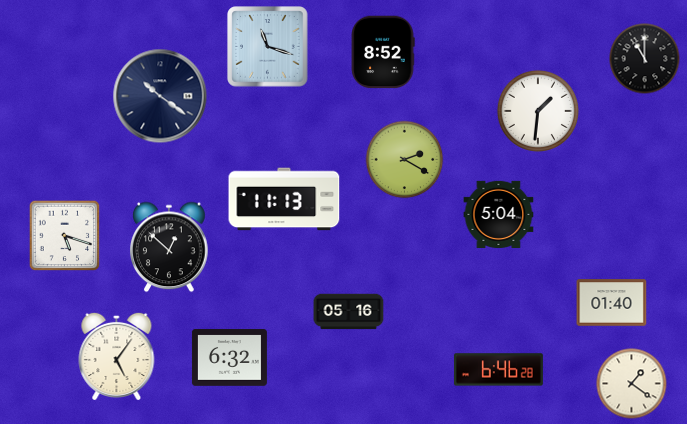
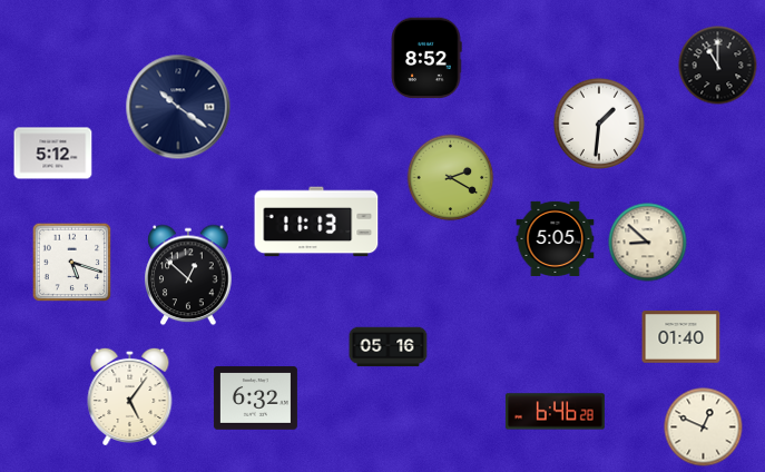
clock at (268, 47): 11:18 -> none
clock at (53, 154): none -> 5:12
clock at (499, 214): 5:04 -> 5:05
clock at (648, 243): none -> 8:52
clock at (632, 384): 1:21 -> 12:49
